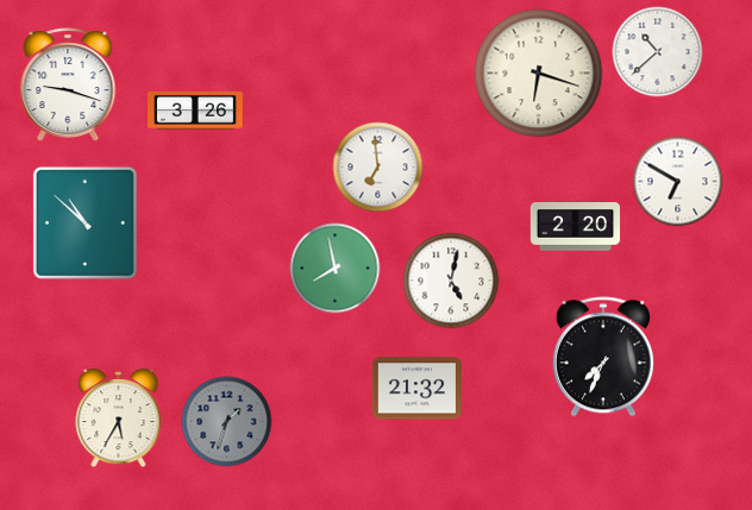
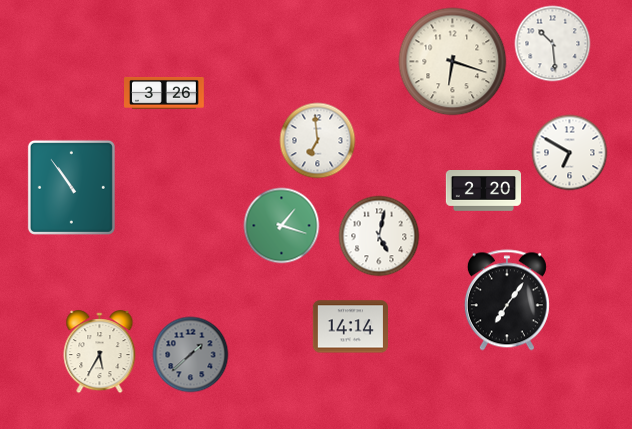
clock at (658, 52): 10:38 -> 10:29
clock at (68, 84): 9:18 -> none
clock at (84, 222): 10:52 -> 10:54
clock at (336, 269): 7:58 -> 1:18
clock at (603, 357): 7:34 -> 7:06
clock at (416, 389): 21:32 -> 14:14
clock at (227, 422): 1:33 -> 1:38
